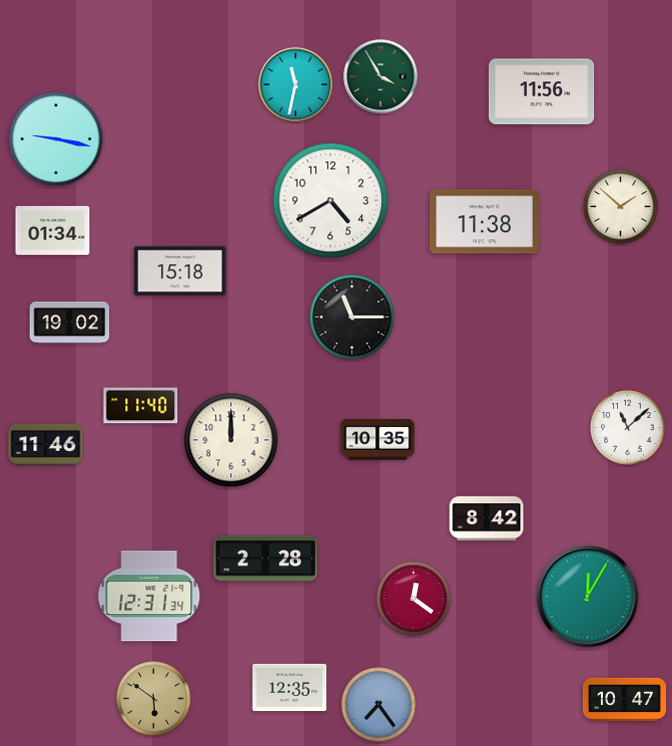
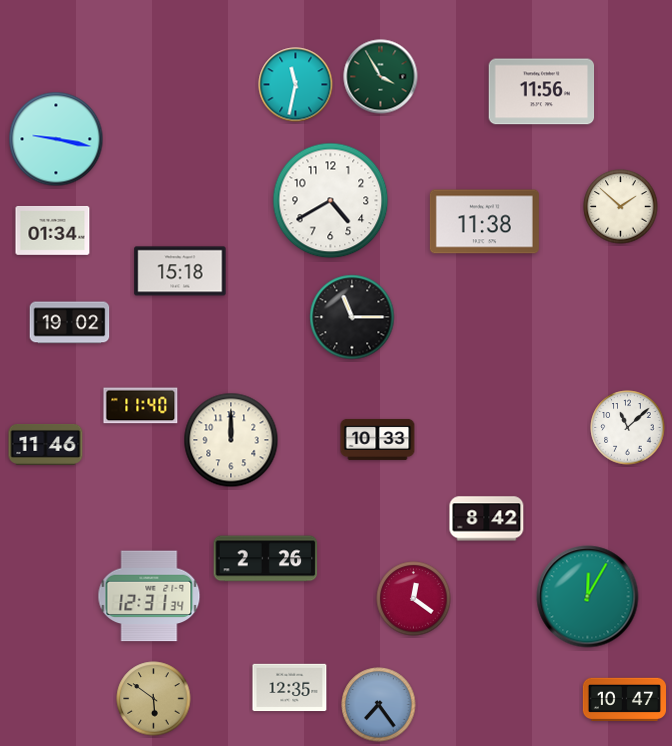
clock at (378, 439): 10:35 -> 10:33
clock at (266, 559): 2:28 -> 2:26
